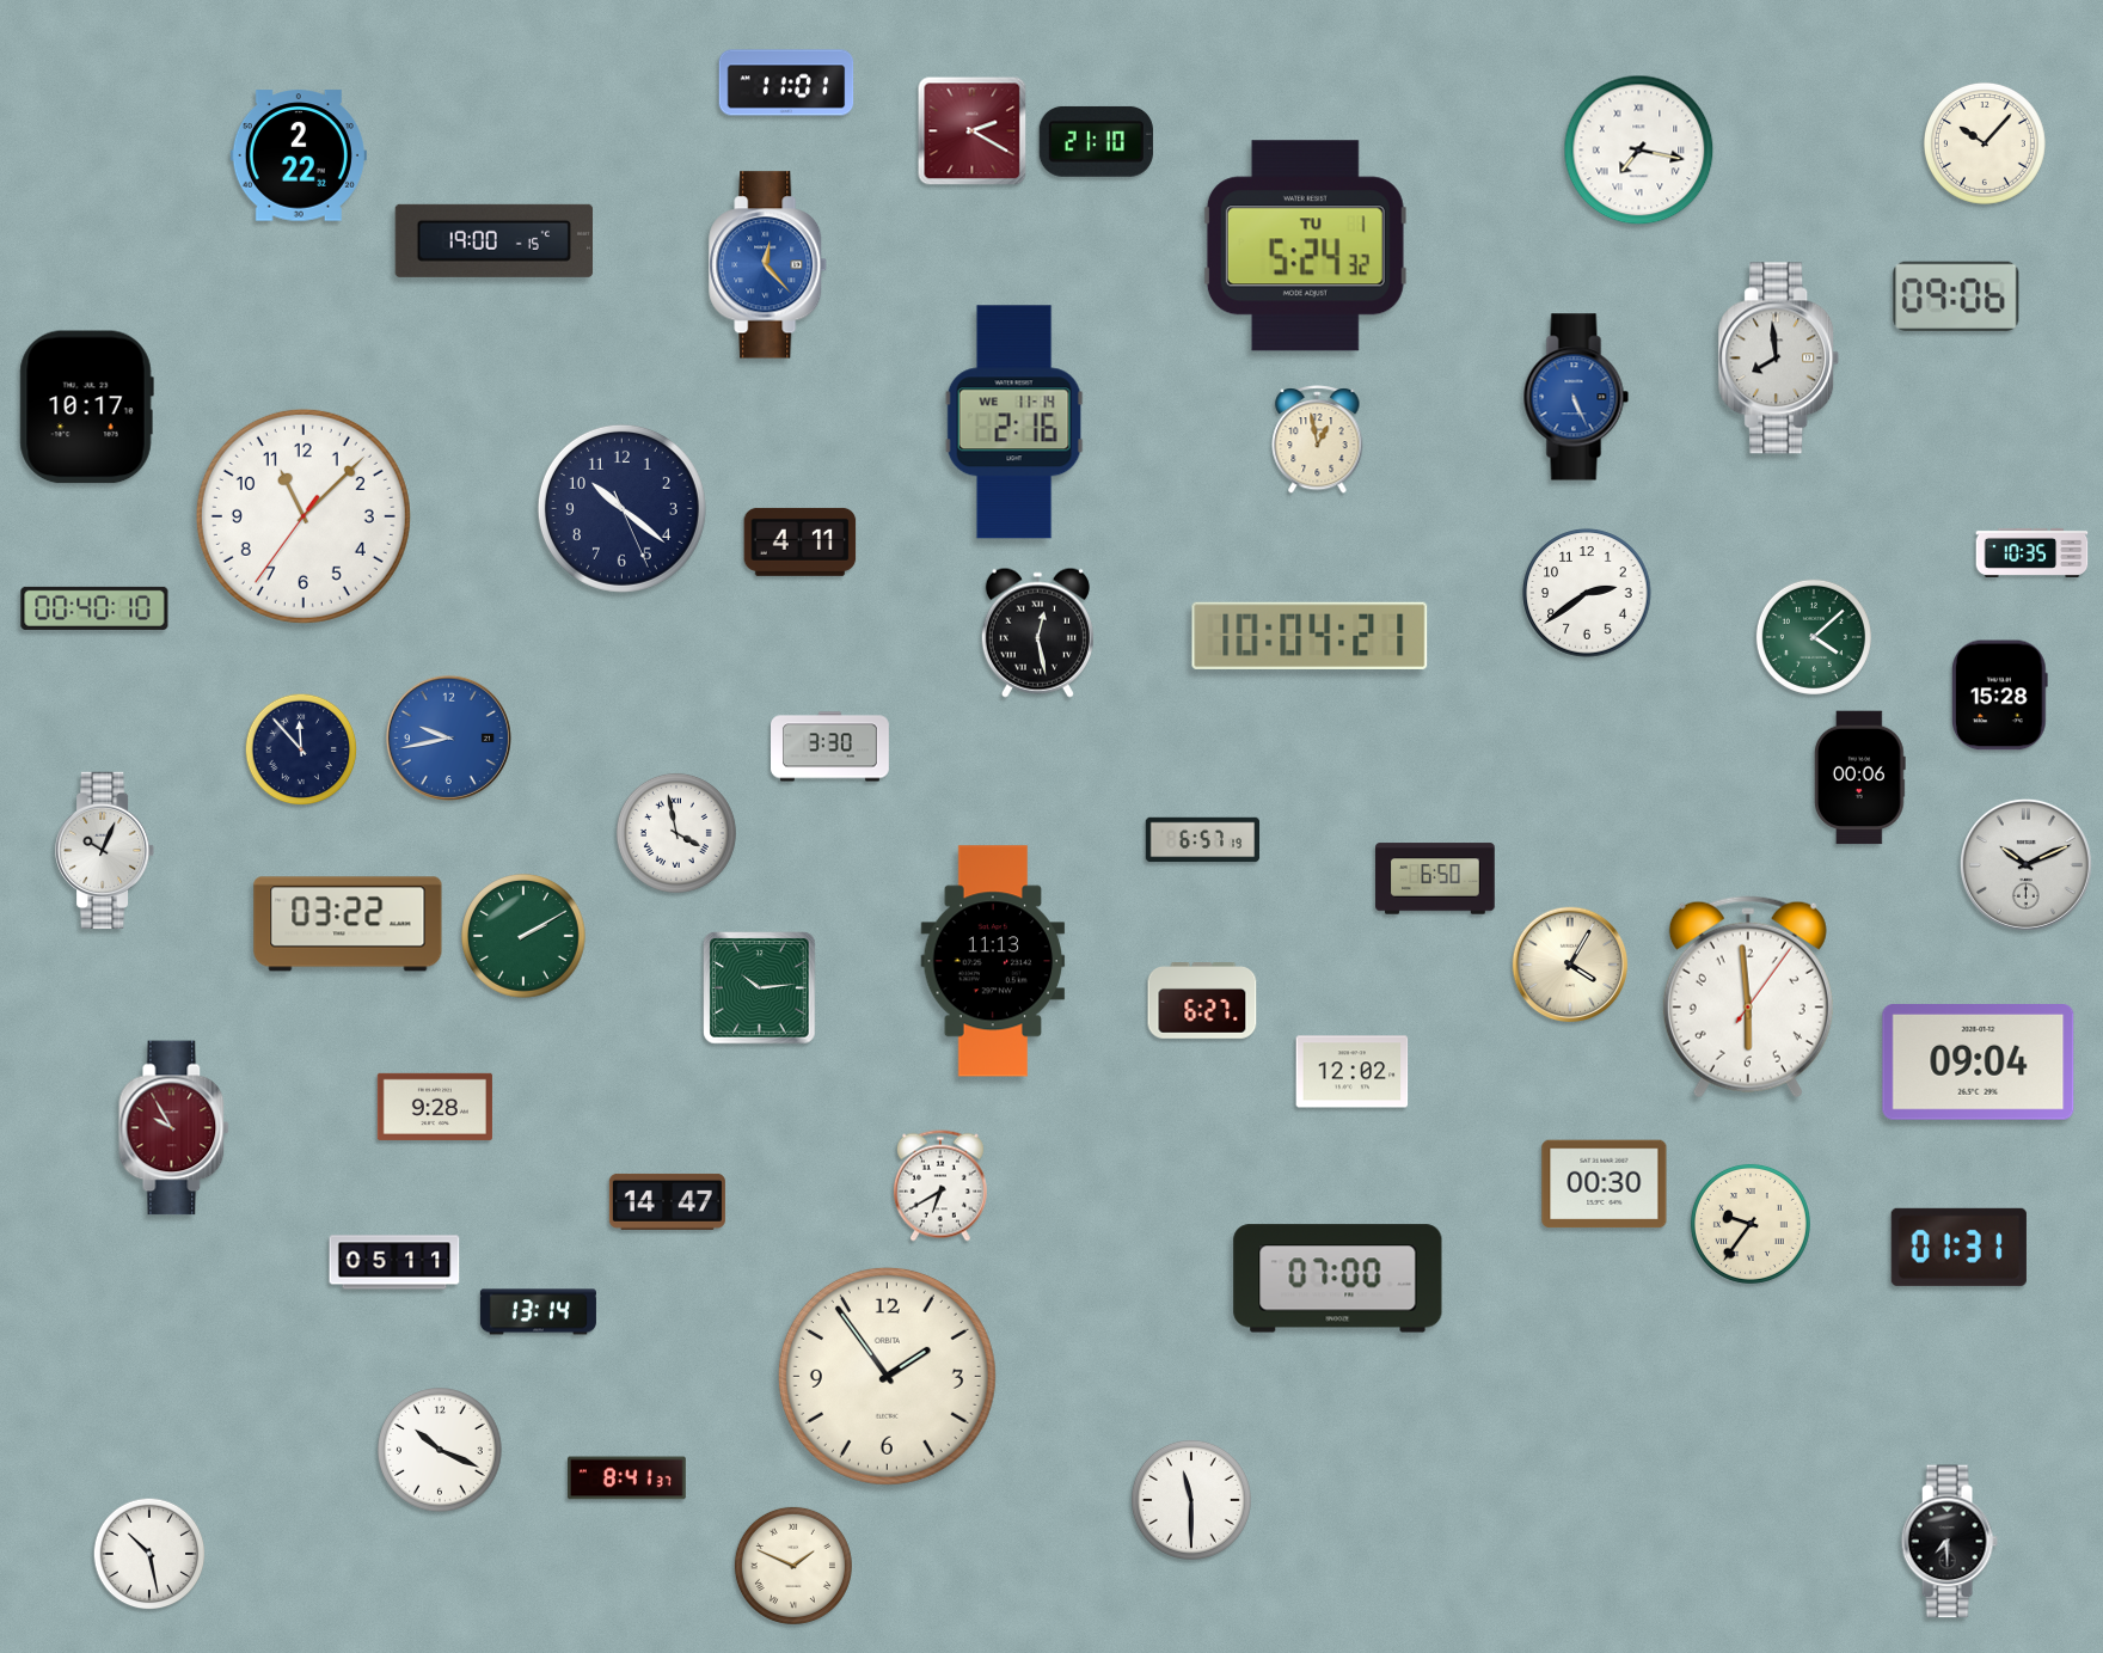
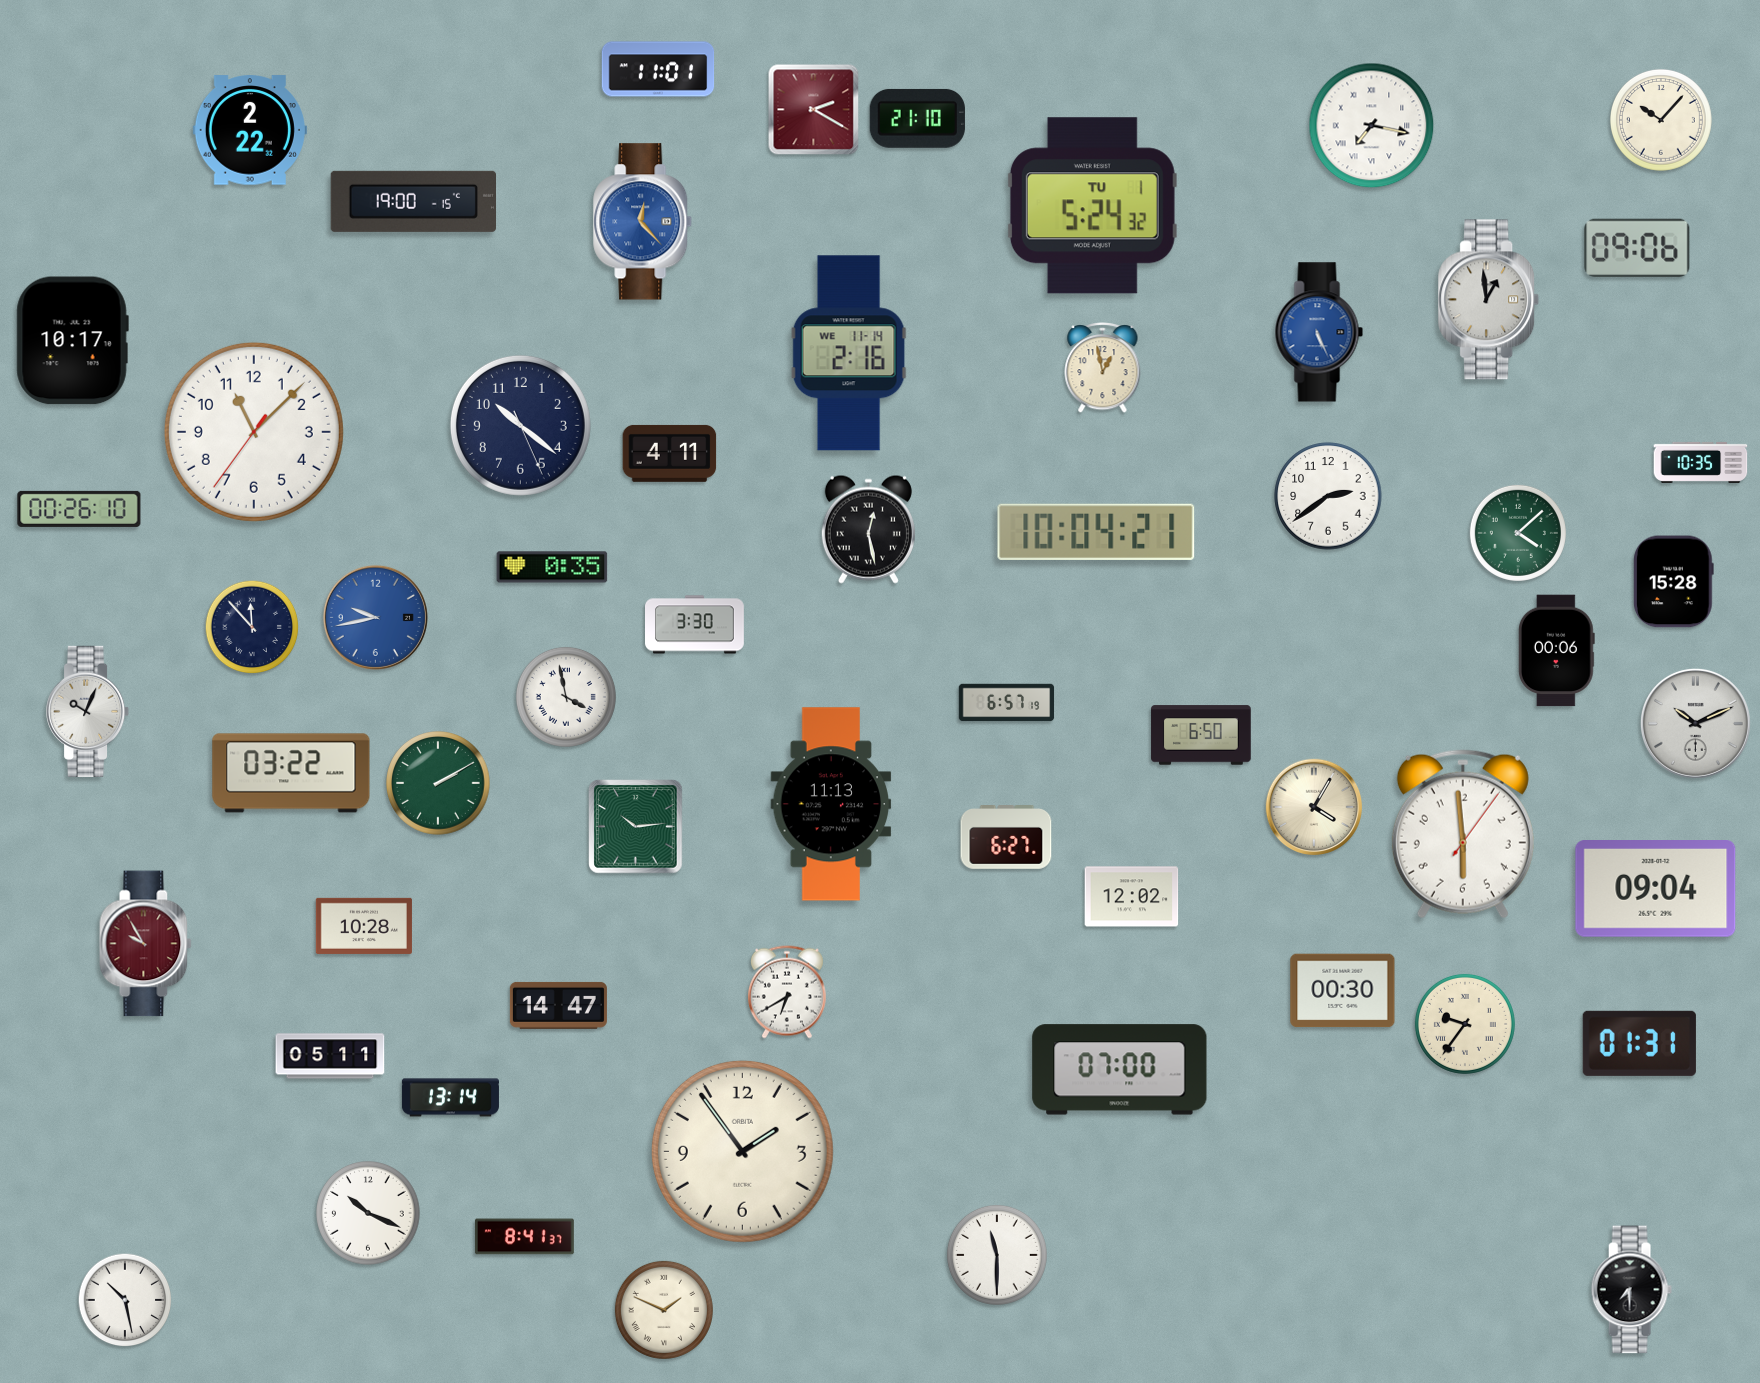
clock at (1779, 359): 7:59 -> 12:59
clock at (94, 608): 00:40 -> 00:26
clock at (552, 567): none -> 0:35
clock at (435, 1107): 9:28 -> 10:28
